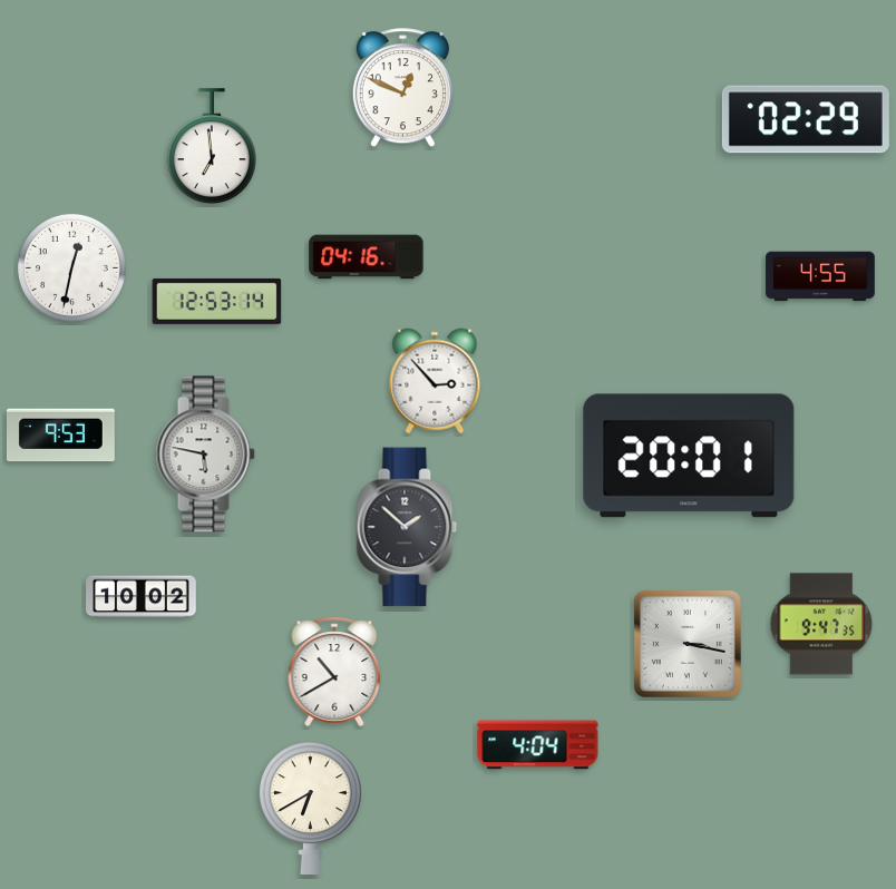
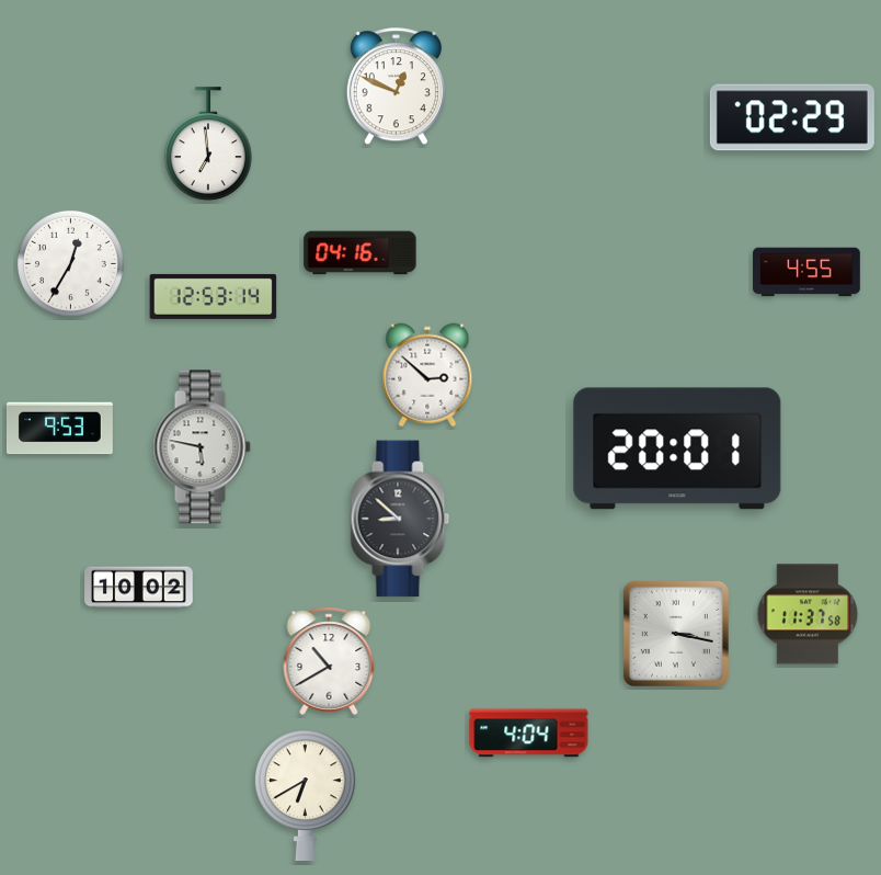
clock at (71, 267): 12:32 -> 12:35
clock at (435, 381): 2:53 -> 2:52
clock at (407, 527): 1:52 -> 8:52
clock at (821, 624): 9:47 -> 11:37
